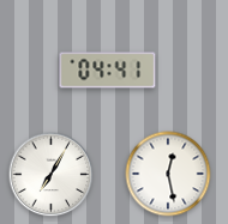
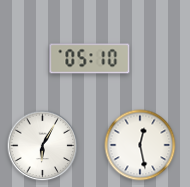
clock at (108, 71): 04:41 -> 05:10
clock at (52, 175): 7:05 -> 6:05
